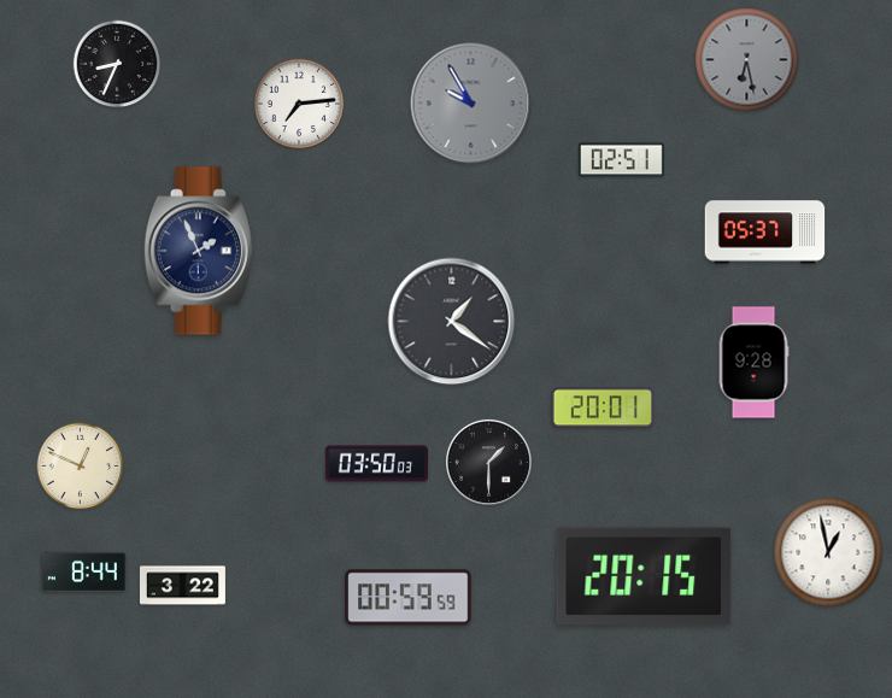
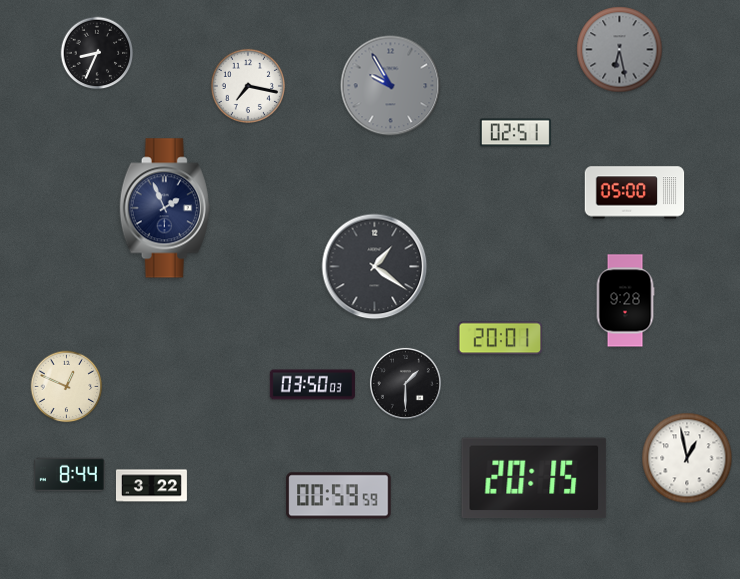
clock at (298, 102): 7:14 -> 7:17
clock at (765, 233): 05:37 -> 05:00
